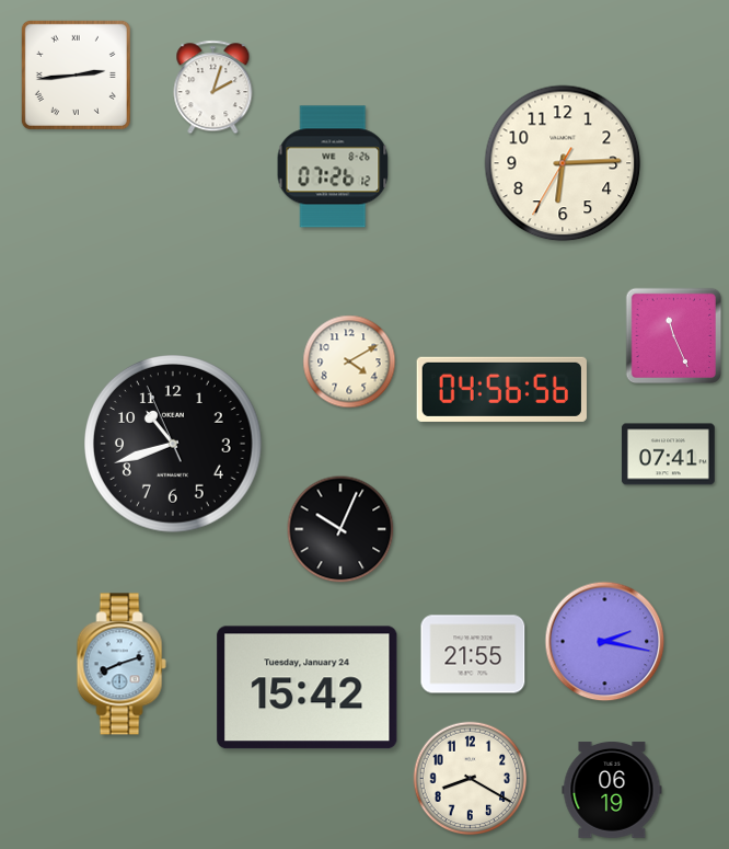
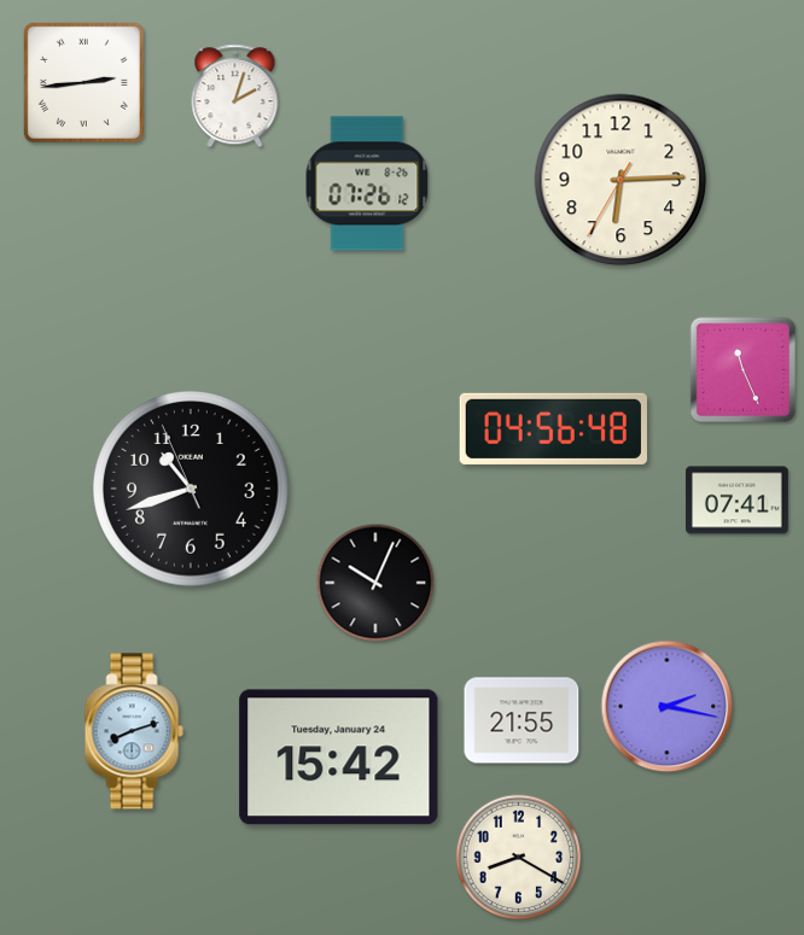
clock at (349, 362): 4:10 -> none
clock at (501, 389): 04:56:56 -> 04:56:48
clock at (612, 790): 06:19 -> none
